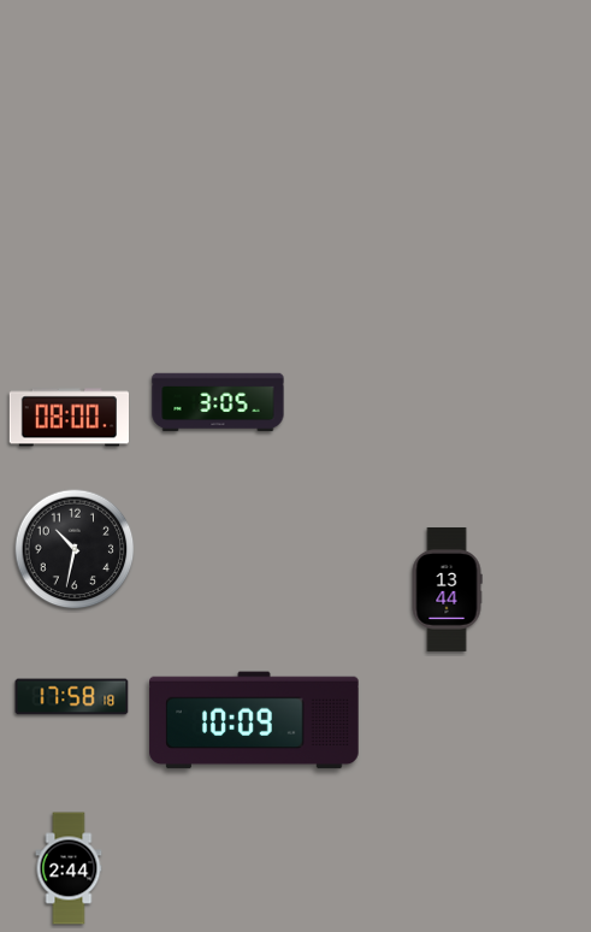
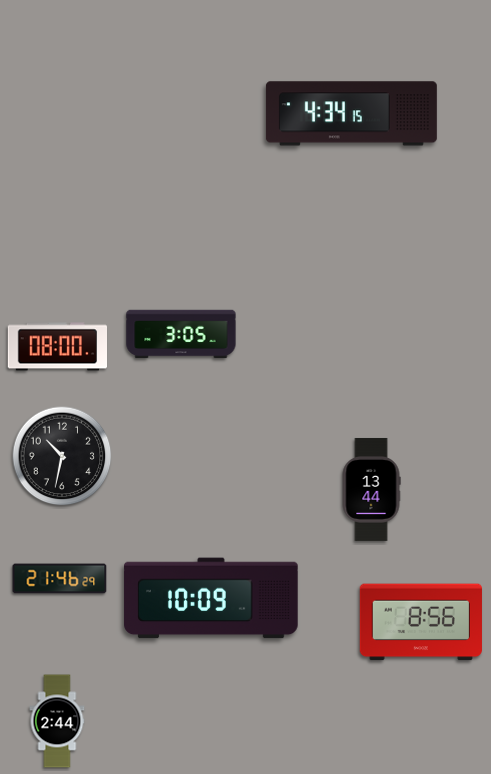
clock at (351, 114): none -> 4:34
clock at (72, 697): 17:58 -> 21:46
clock at (421, 622): none -> 8:56
